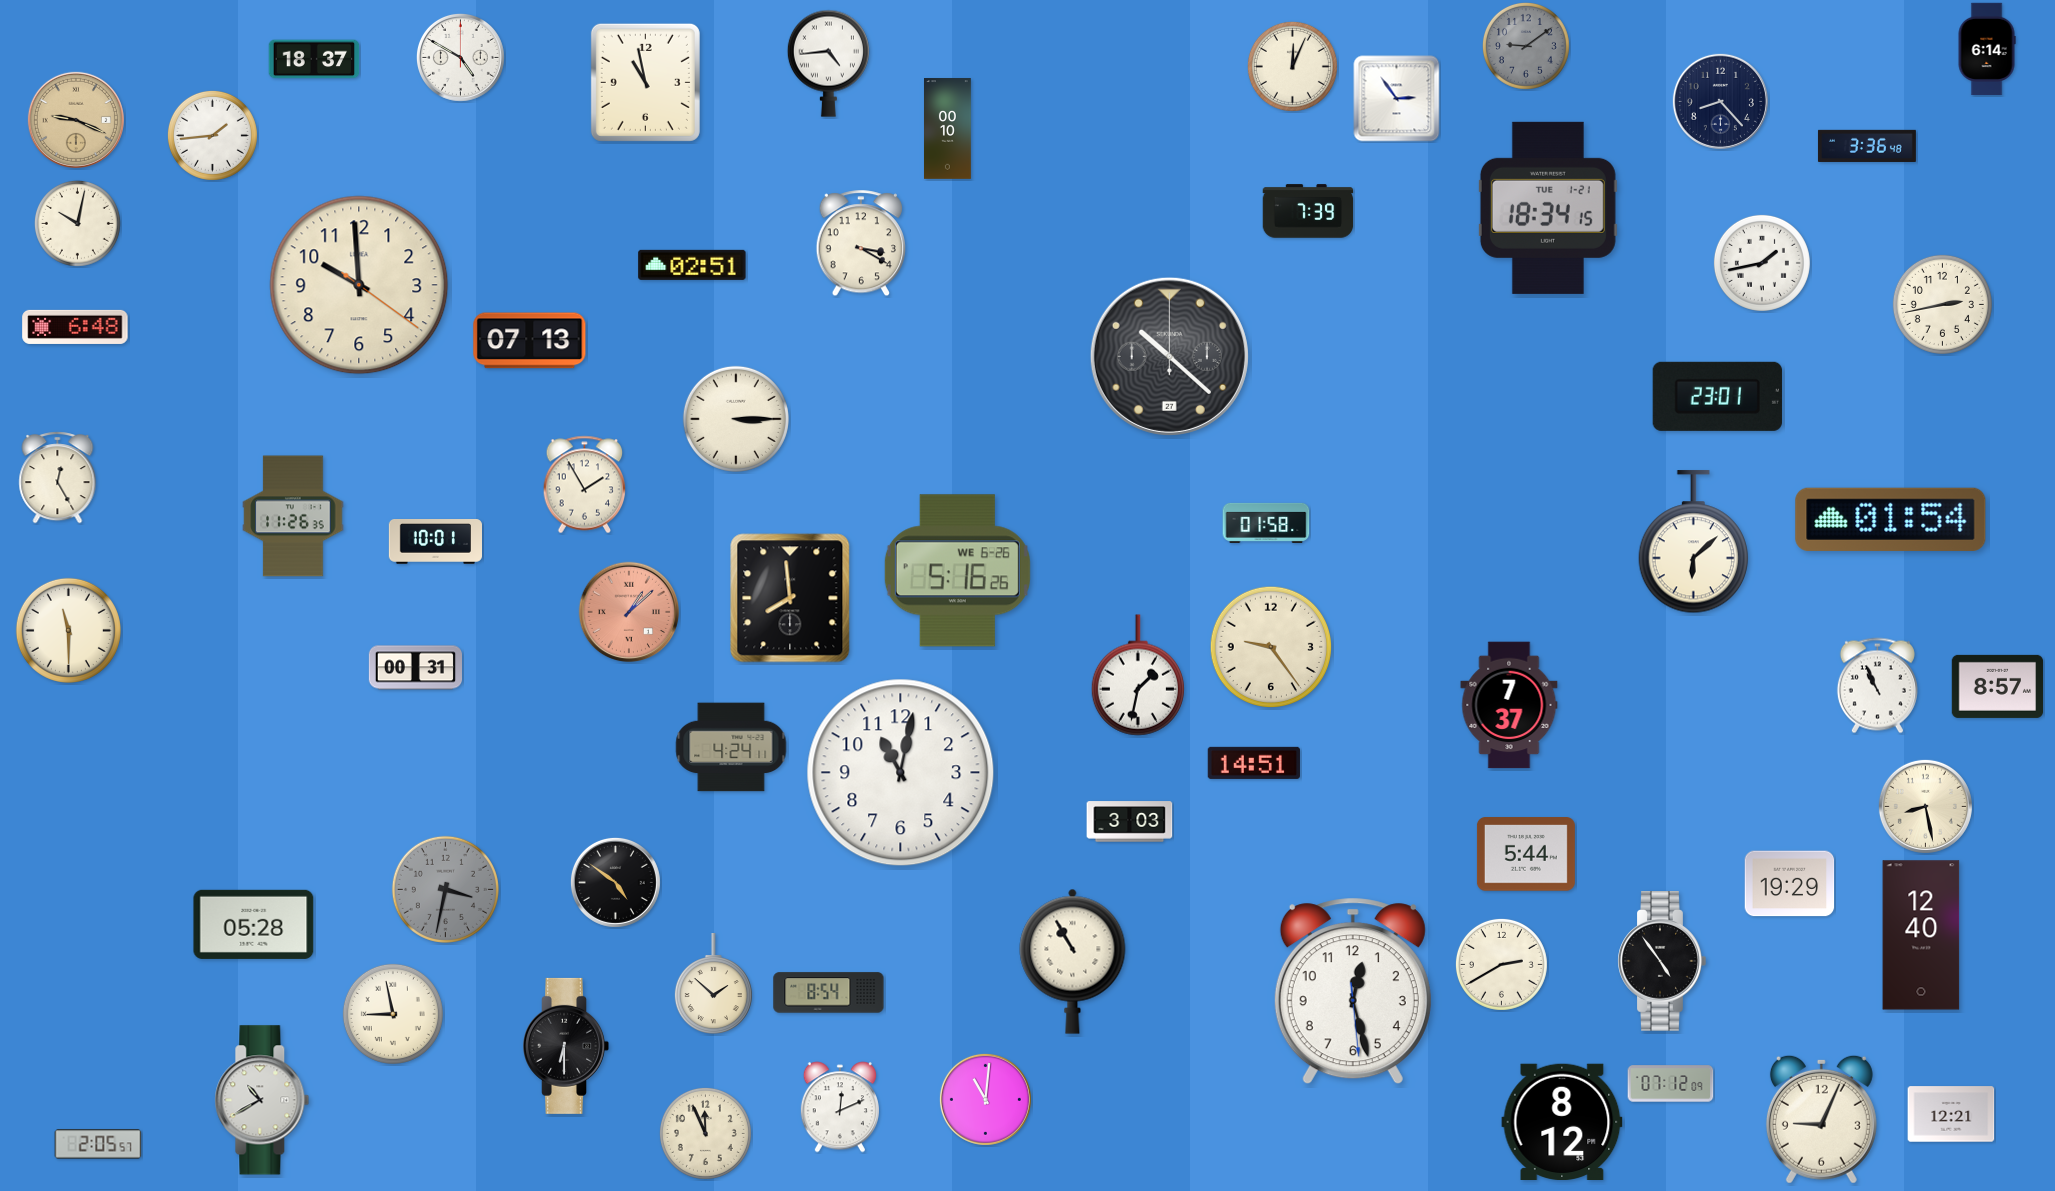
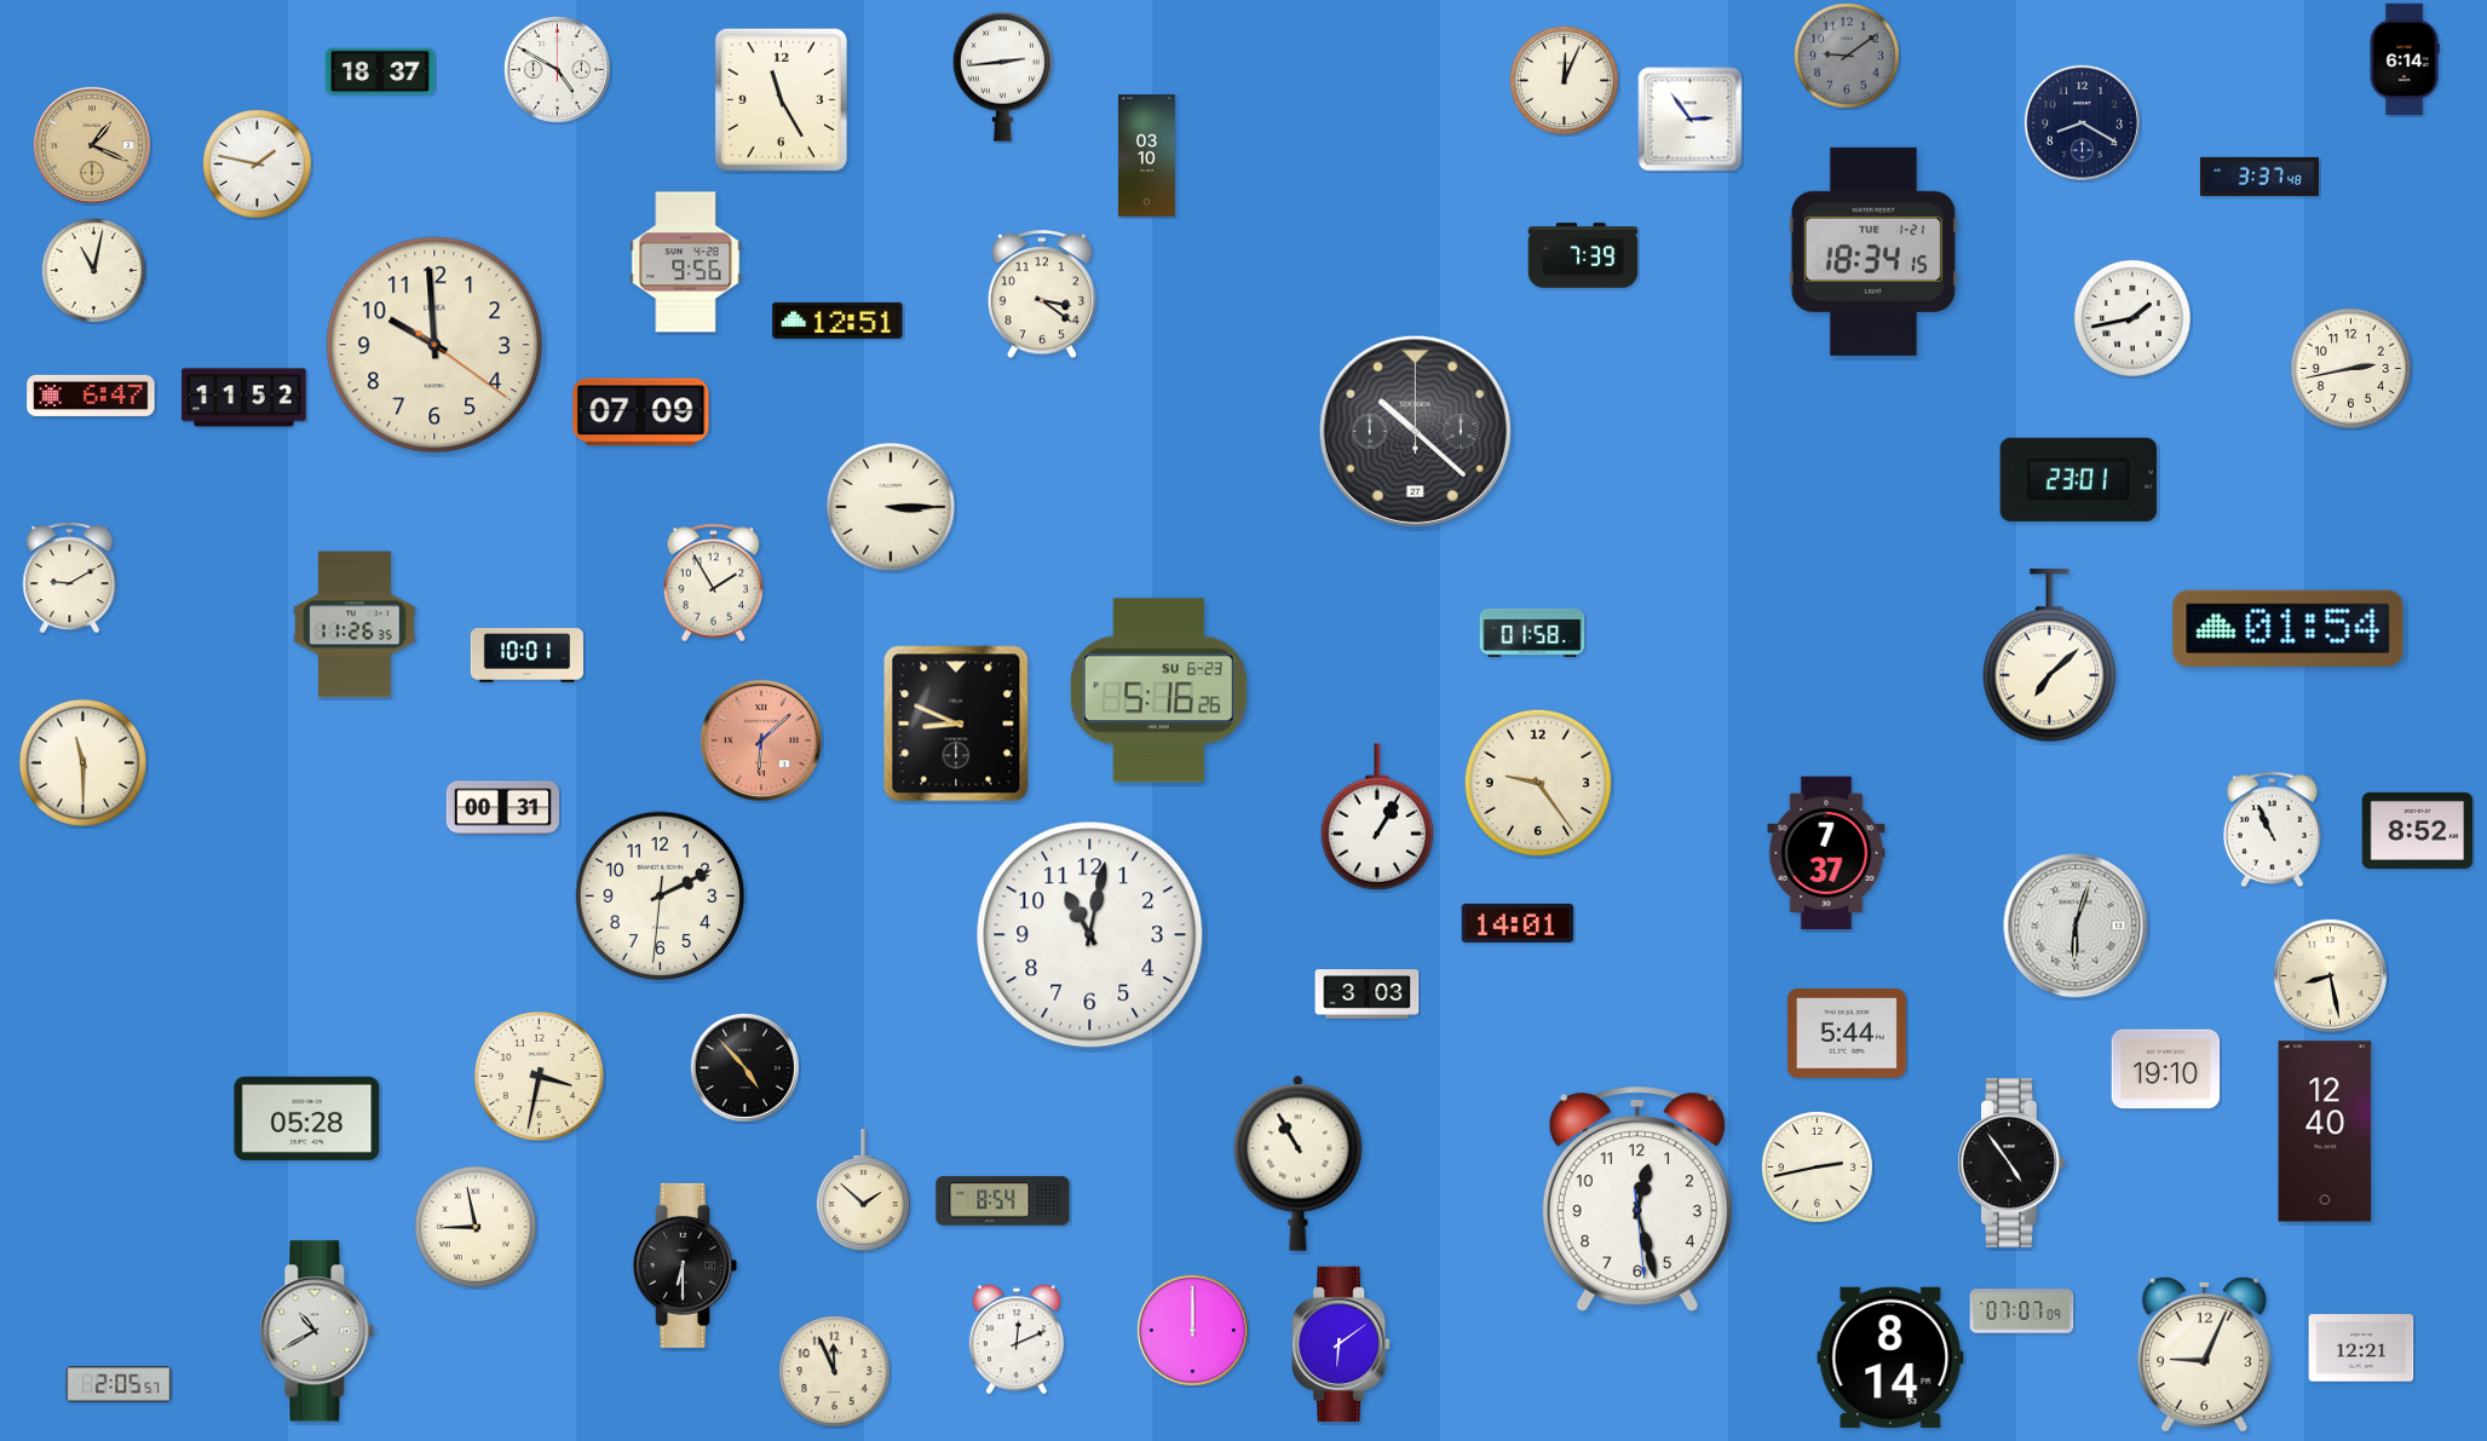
clock at (828, 63): 4:44 -> 2:44
clock at (645, 82): 10:58 -> 11:25
clock at (1720, 101): 8:23 -> 8:20
clock at (76, 120): 9:19 -> 1:19
clock at (948, 129): 00:10 -> 03:10
clock at (212, 135): 1:44 -> 1:47
clock at (1867, 145): 3:36 -> 3:37
clock at (686, 263): none -> 9:56
clock at (77, 223): 10:02 -> 11:02
clock at (860, 244): 3:20 -> 3:21
clock at (692, 265): 02:51 -> 12:51
clock at (75, 327): 6:48 -> 6:47
clock at (244, 398): none -> 11:52
clock at (530, 341): 07:13 -> 07:09
clock at (58, 478): 12:25 -> 9:10
clock at (585, 485) position: (585, 485) -> (714, 583)
clock at (1694, 542): 6:08 -> 7:08
clock at (957, 571) date: WE 6-26 -> SU 6-23
clock at (790, 598): 7:59 -> 8:49
clock at (629, 612): 1:08 -> 6:08
clock at (1138, 675): 1:32 -> 1:05
clock at (1998, 686): 8:57 -> 8:52
clock at (661, 897): none -> 2:10
clock at (731, 747): 4:24 -> none
clock at (1254, 763): 14:51 -> 14:01
clock at (2076, 926): none -> 6:03
clock at (615, 882): 4:51 -> 4:53
clock at (1790, 884): 19:29 -> 19:10
clock at (445, 889) dial: grey -> cream
clock at (1501, 964): 2:40 -> 2:43
clock at (1671, 1084): 07:12 -> 07:07
clock at (985, 1099): 11:01 -> 12:00
clock at (1341, 1344): none -> 6:09
clock at (1562, 1121): 8:12 -> 8:14
clock at (705, 1133) position: (705, 1133) -> (834, 1371)
